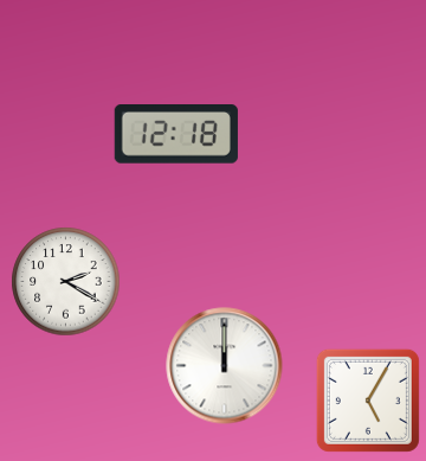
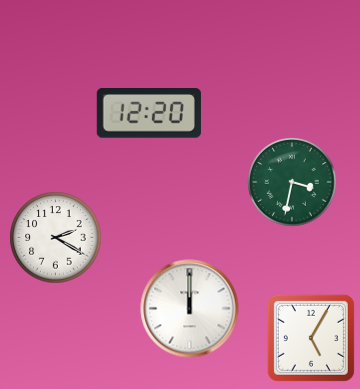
clock at (176, 135): 12:18 -> 12:20
clock at (292, 182): none -> 3:32
